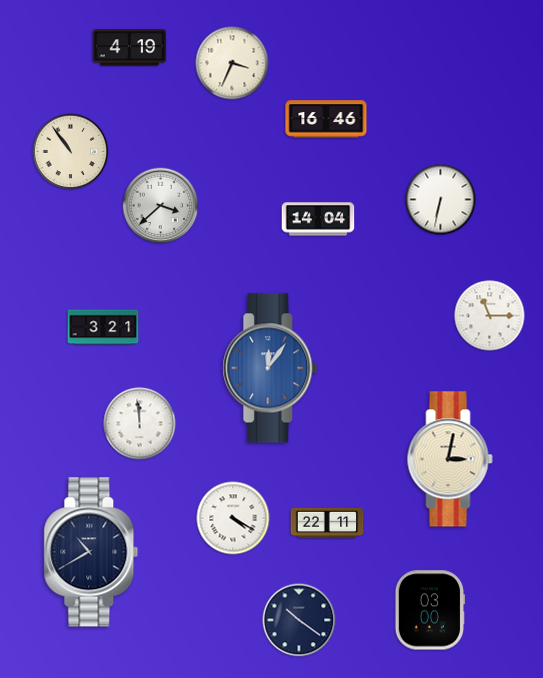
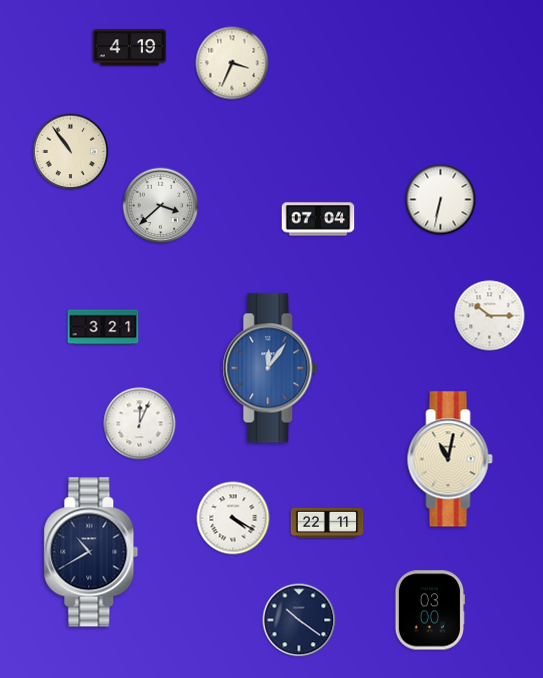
clock at (326, 119): 16:46 -> none
clock at (318, 219): 14:04 -> 07:04
clock at (490, 316): 11:15 -> 10:15
clock at (140, 424): 11:59 -> 12:04
clock at (450, 459): 3:02 -> 11:02
